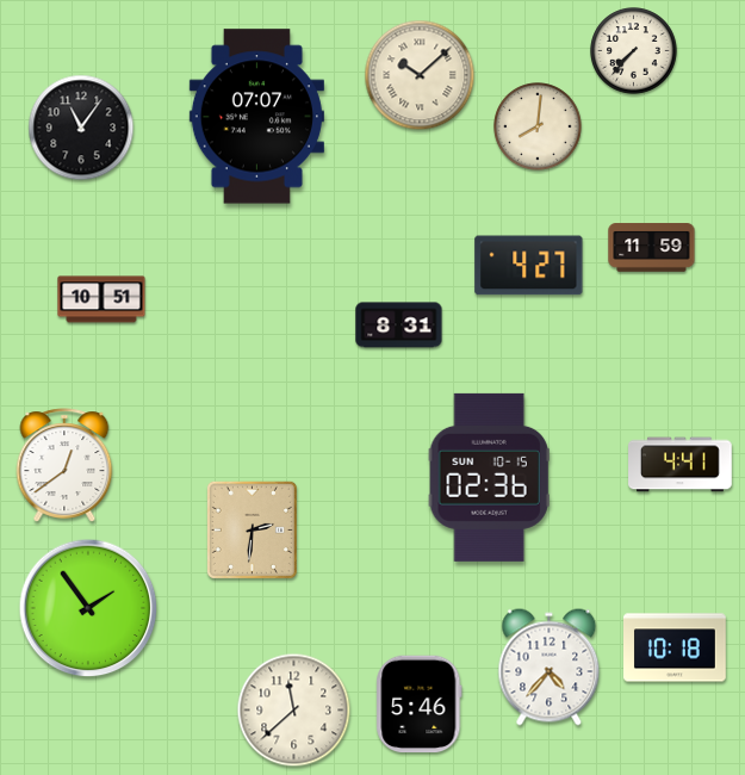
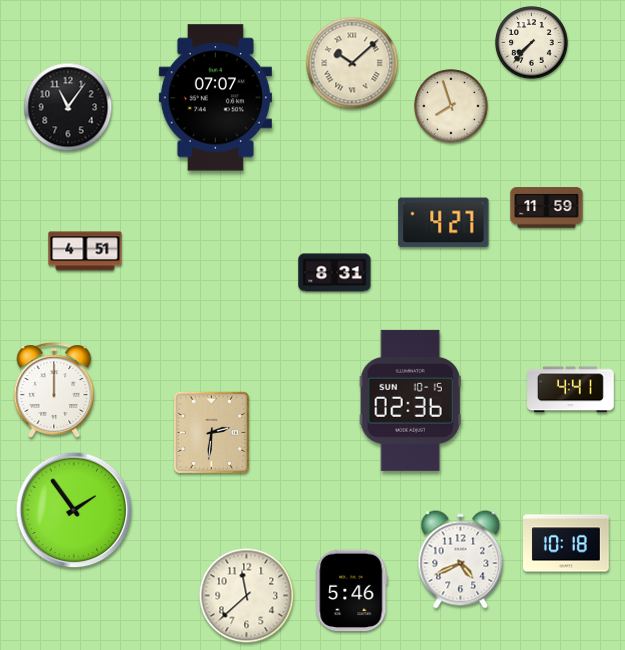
clock at (538, 126): 8:01 -> 7:57
clock at (101, 299): 10:51 -> 4:51
clock at (64, 465): 12:39 -> 12:00
clock at (252, 529) position: (252, 529) -> (211, 432)
clock at (550, 668): 4:37 -> 4:41
